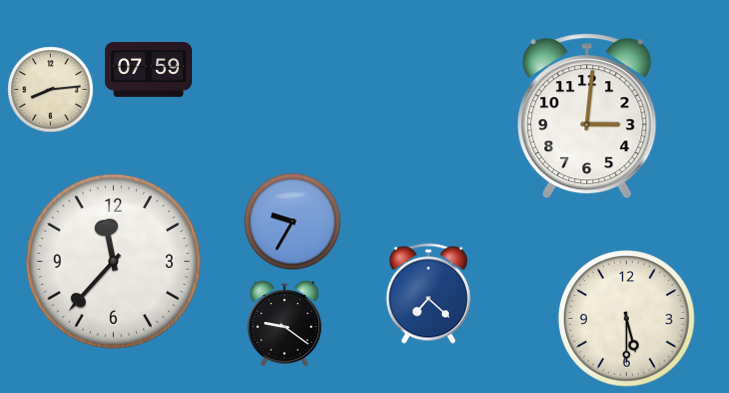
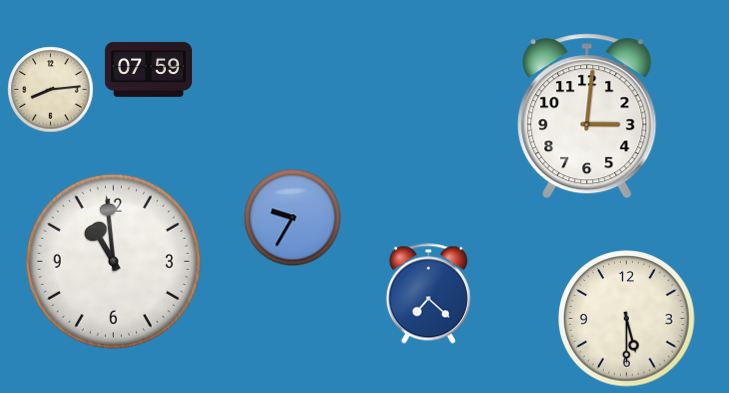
clock at (293, 222) position: (293, 222) -> (293, 218)
clock at (113, 261): 11:37 -> 10:59
clock at (285, 324): 9:21 -> none
